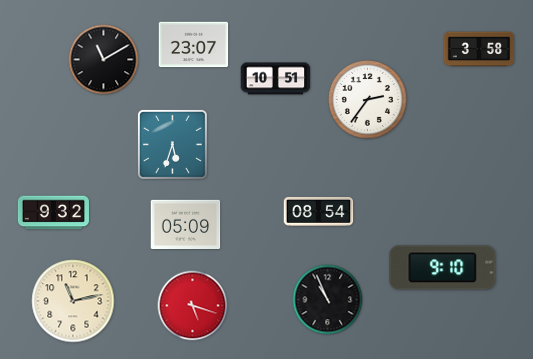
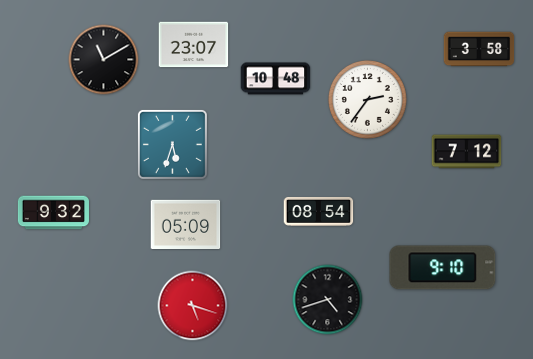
clock at (276, 79): 10:51 -> 10:48
clock at (467, 152): none -> 7:12
clock at (328, 300): 10:56 -> 4:42
clock at (73, 301): 11:13 -> none
